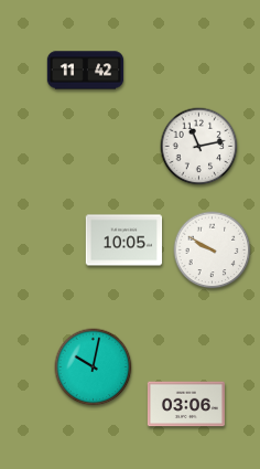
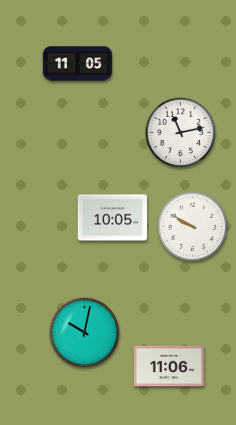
clock at (86, 71): 11:42 -> 11:05
clock at (186, 404): 03:06 -> 11:06
